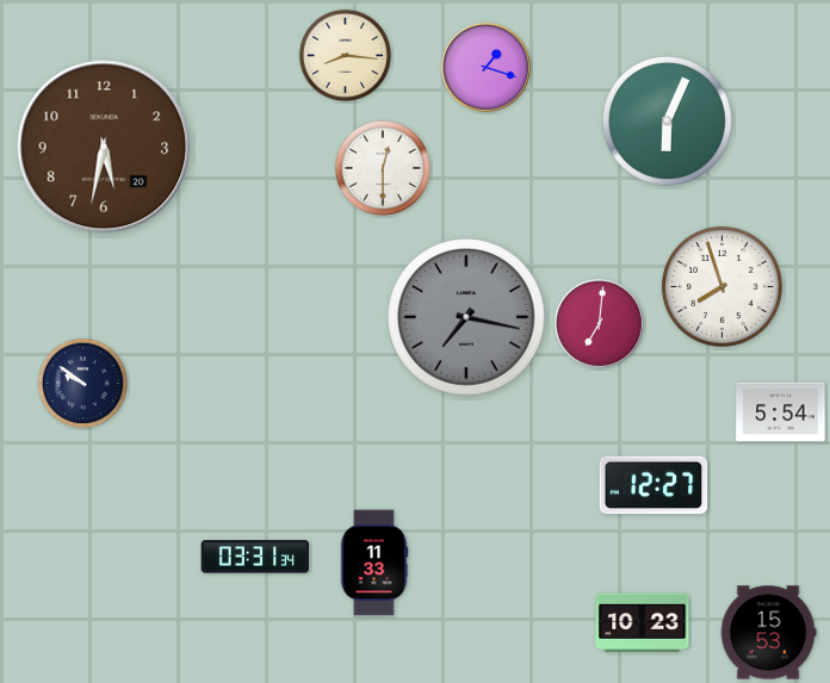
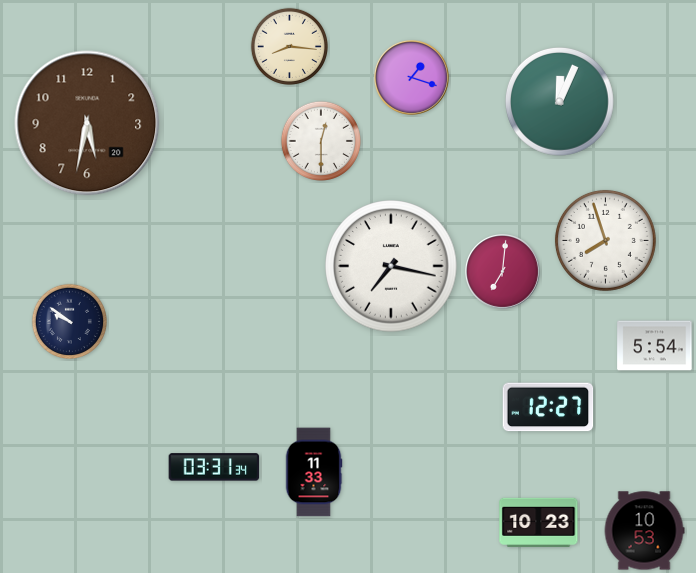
clock at (485, 67) position: (485, 67) -> (411, 77)
clock at (667, 120): 6:04 -> 12:04
clock at (466, 317) dial: grey -> white
clock at (768, 633): 15:53 -> 10:53
